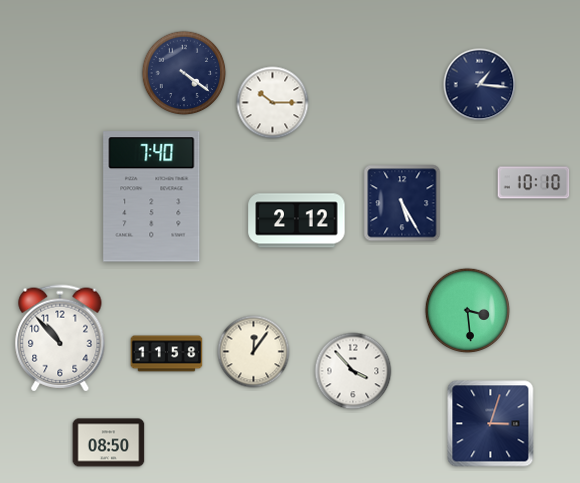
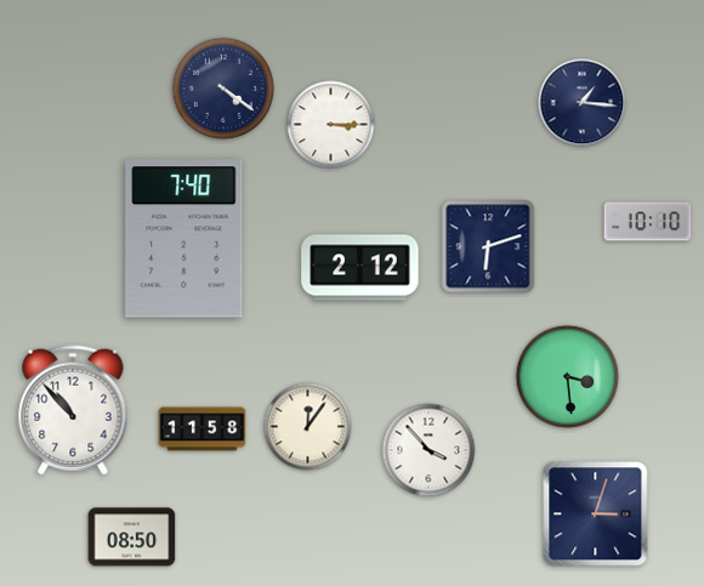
clock at (273, 103): 10:15 -> 3:15
clock at (402, 203): 5:25 -> 6:12
